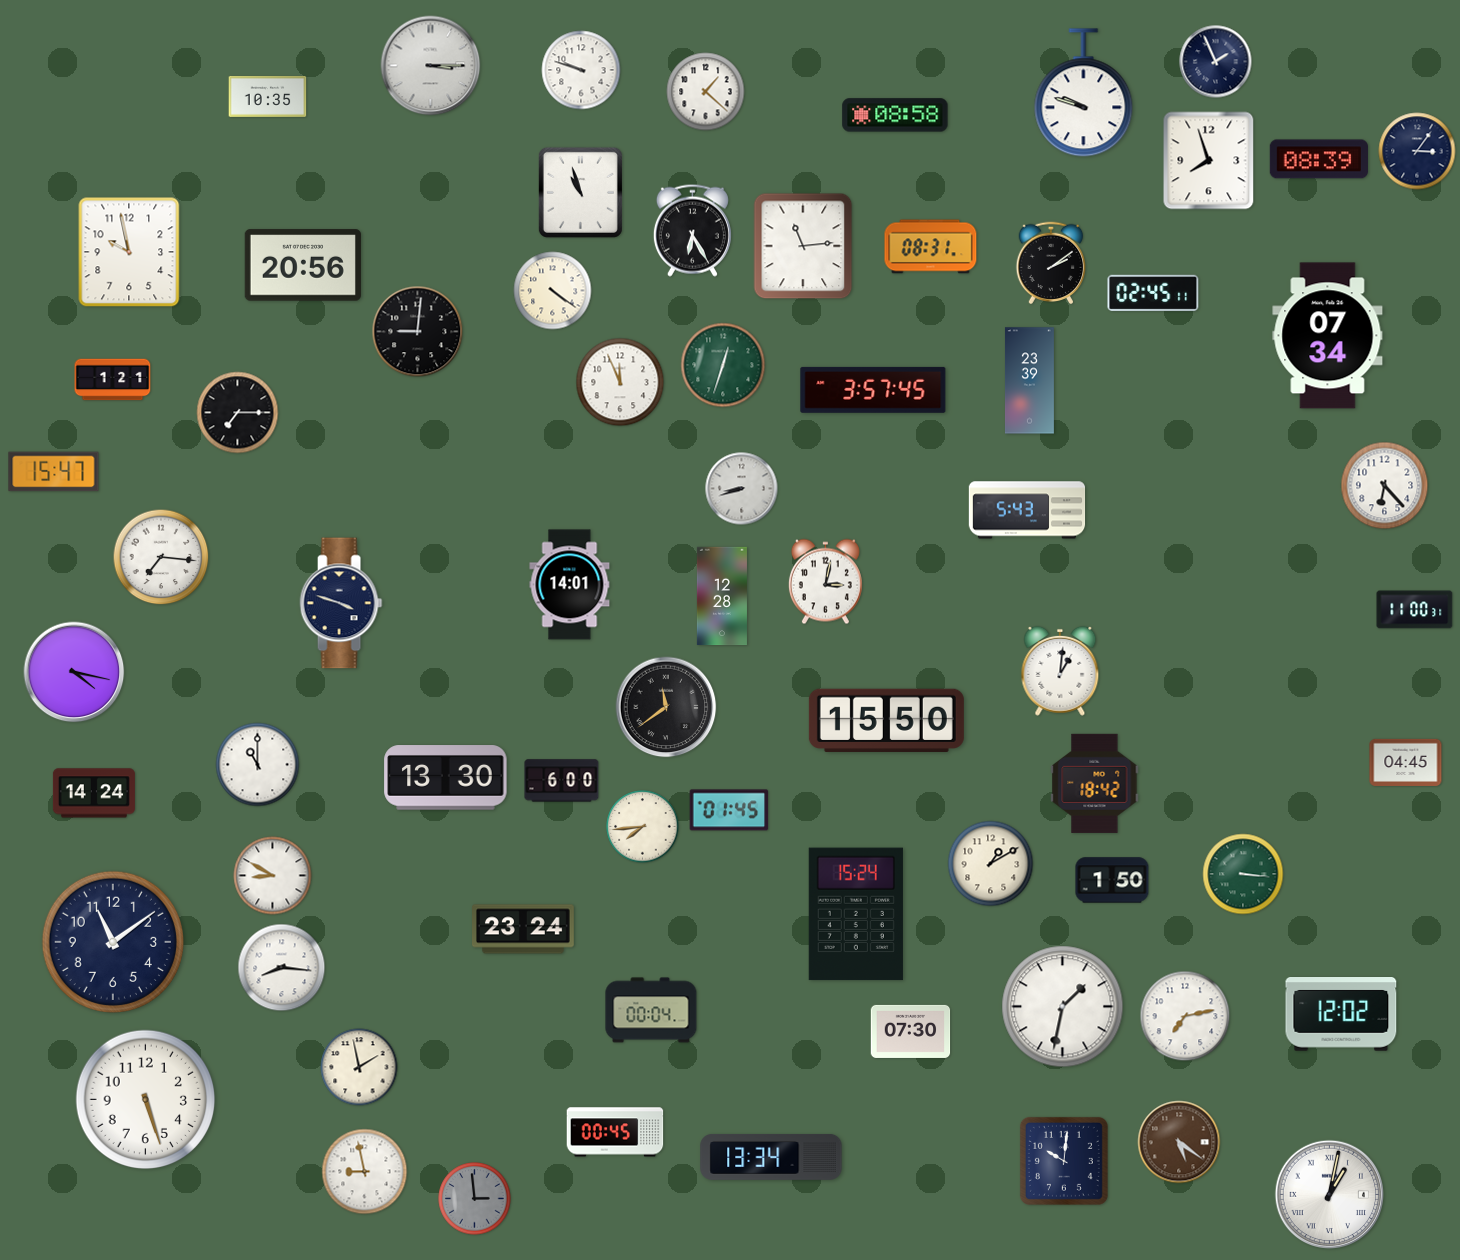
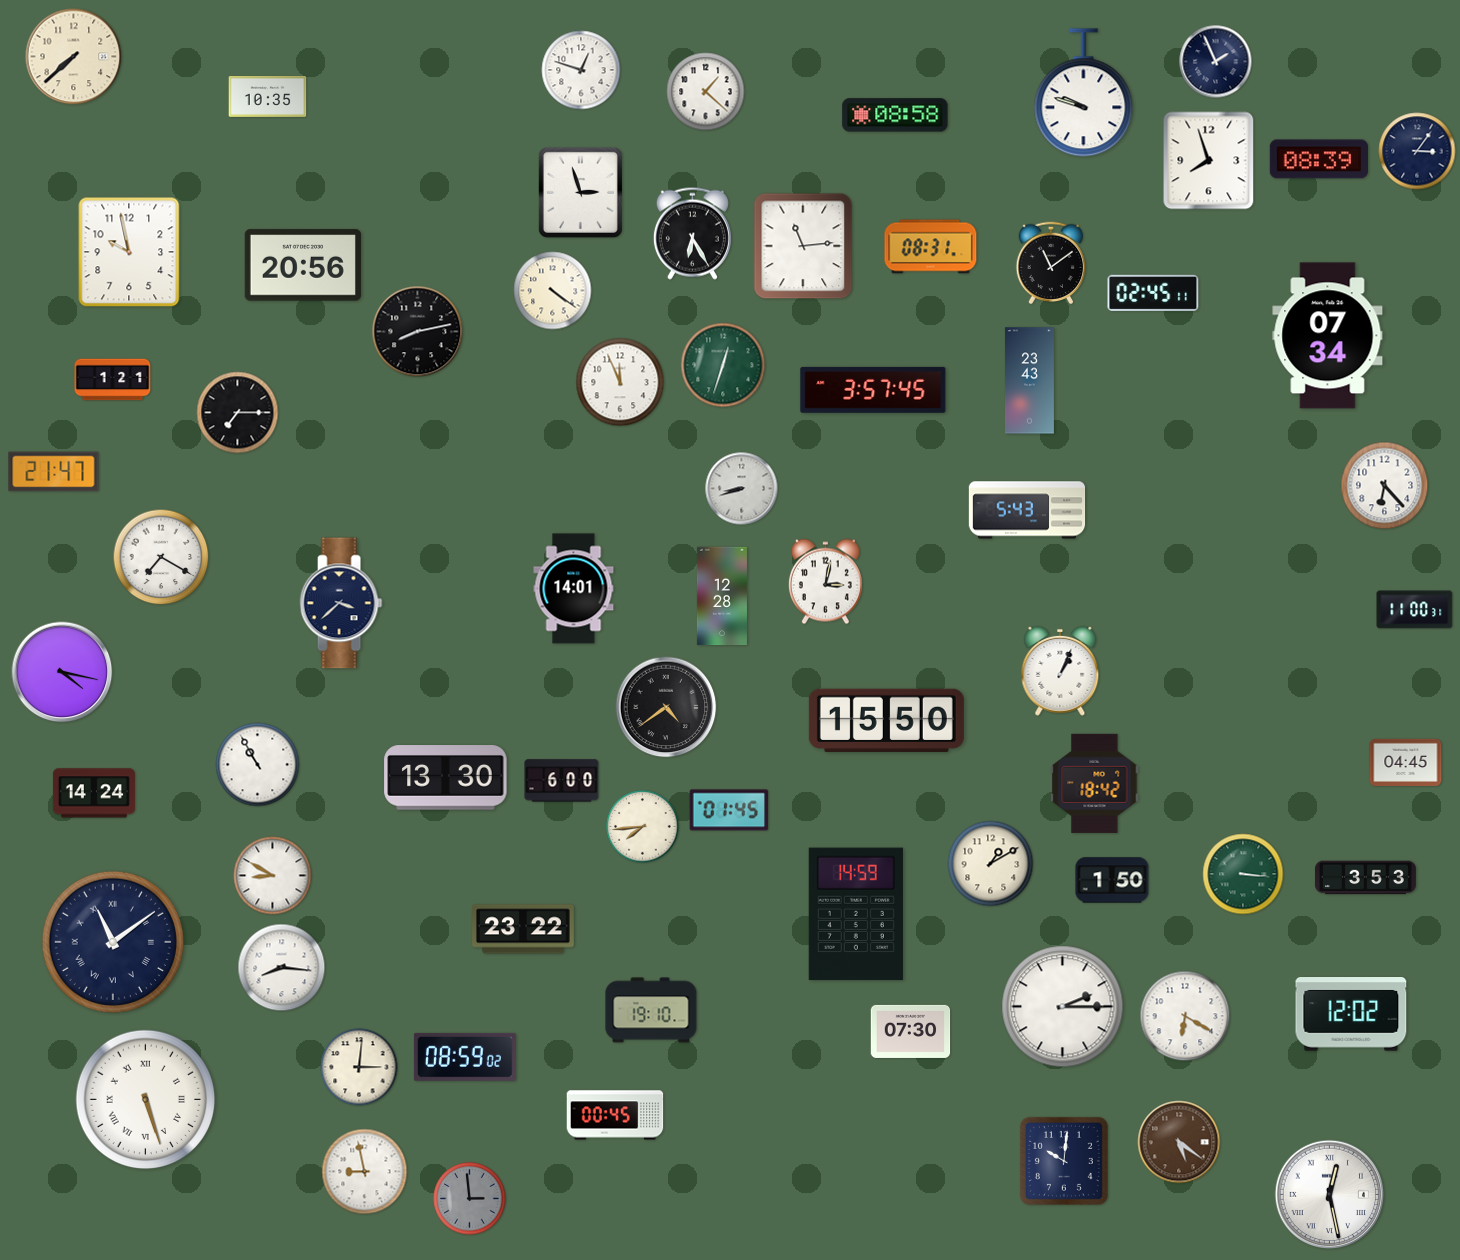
clock at (74, 57): none -> 7:38
clock at (431, 66): 3:15 -> none
clock at (581, 70): 9:48 -> 12:48
clock at (580, 192): 10:57 -> 2:57
clock at (692, 230) position: (692, 230) -> (692, 233)
clock at (1051, 263): 2:09 -> 11:09
clock at (418, 332): 9:01 -> 8:13
clock at (1029, 381): 23:39 -> 23:43
clock at (54, 472): 15:47 -> 21:47
clock at (161, 557): 7:16 -> 7:20
clock at (570, 585) position: (570, 585) -> (574, 589)
clock at (341, 603): 3:48 -> 3:38
clock at (1060, 671): 1:01 -> 1:04
clock at (74, 672) position: (74, 672) -> (62, 672)
clock at (666, 707): 11:39 -> 4:39
clock at (258, 765): 11:00 -> 10:55
clock at (1365, 878): none -> 3:53
clock at (856, 914): 15:24 -> 14:59
clock at (524, 929): 23:24 -> 23:22
clock at (113, 942) numerals: Arabic -> Roman
clock at (1063, 1007): 1:32 -> 2:15
clock at (651, 1010): 00:04 -> 19:10
clock at (1341, 1014) position: (1341, 1014) -> (1351, 1014)
clock at (1185, 1016): 7:13 -> 6:20
clock at (465, 1057): none -> 08:59
clock at (359, 1067): 1:58 -> 3:01
clock at (146, 1100) numerals: Arabic -> Roman
clock at (615, 1132) position: (615, 1132) -> (615, 1115)
clock at (771, 1157): 13:34 -> none
clock at (1330, 1195): 1:02 -> 12:28
clock at (475, 1199) position: (475, 1199) -> (470, 1199)
